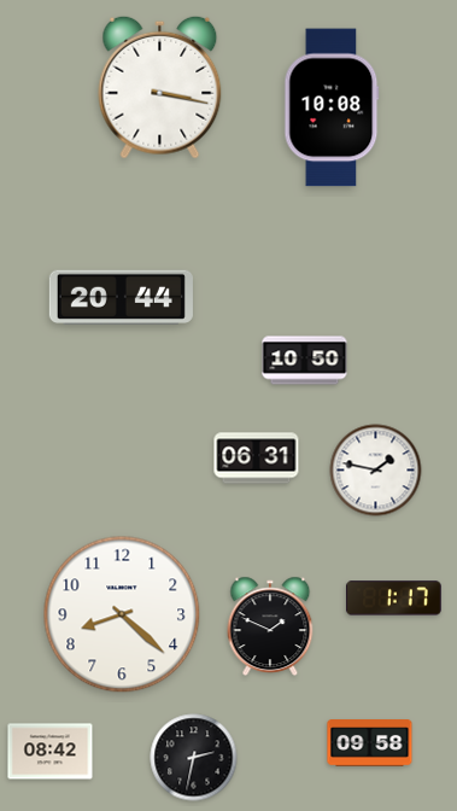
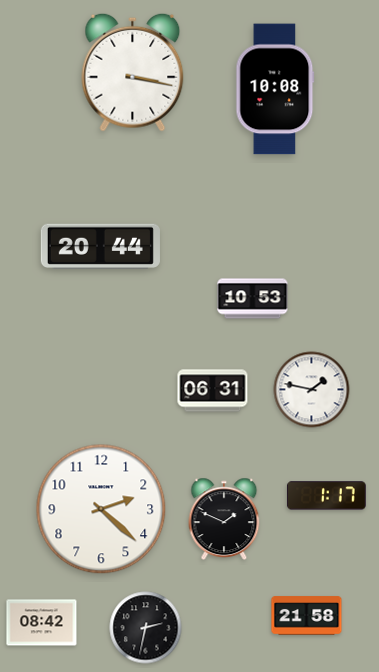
clock at (305, 361): 10:50 -> 10:53
clock at (257, 459) position: (257, 459) -> (213, 391)
clock at (122, 614): 8:22 -> 2:22
clock at (370, 743): 09:58 -> 21:58
clock at (194, 758) position: (194, 758) -> (146, 628)
